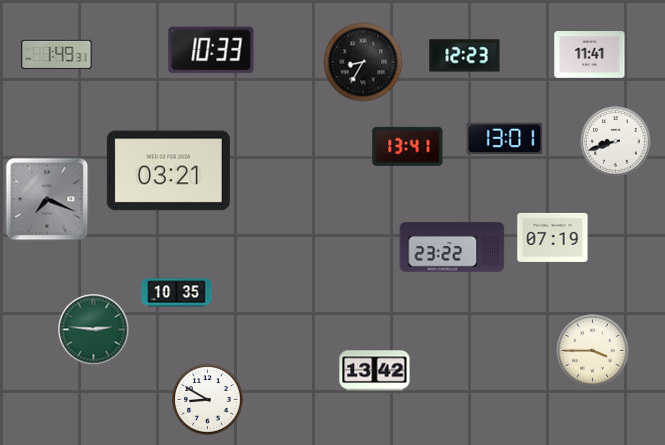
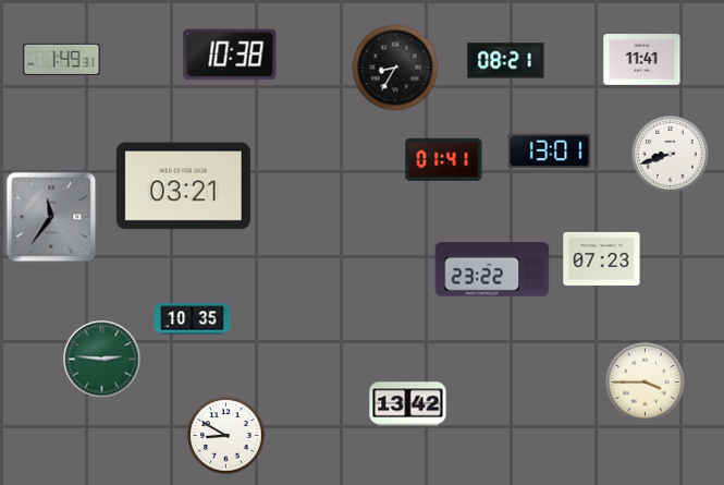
clock at (211, 50): 10:33 -> 10:38
clock at (465, 56): 12:23 -> 08:21
clock at (408, 146): 13:41 -> 01:41
clock at (47, 199): 7:19 -> 11:36
clock at (553, 237): 07:19 -> 07:23
